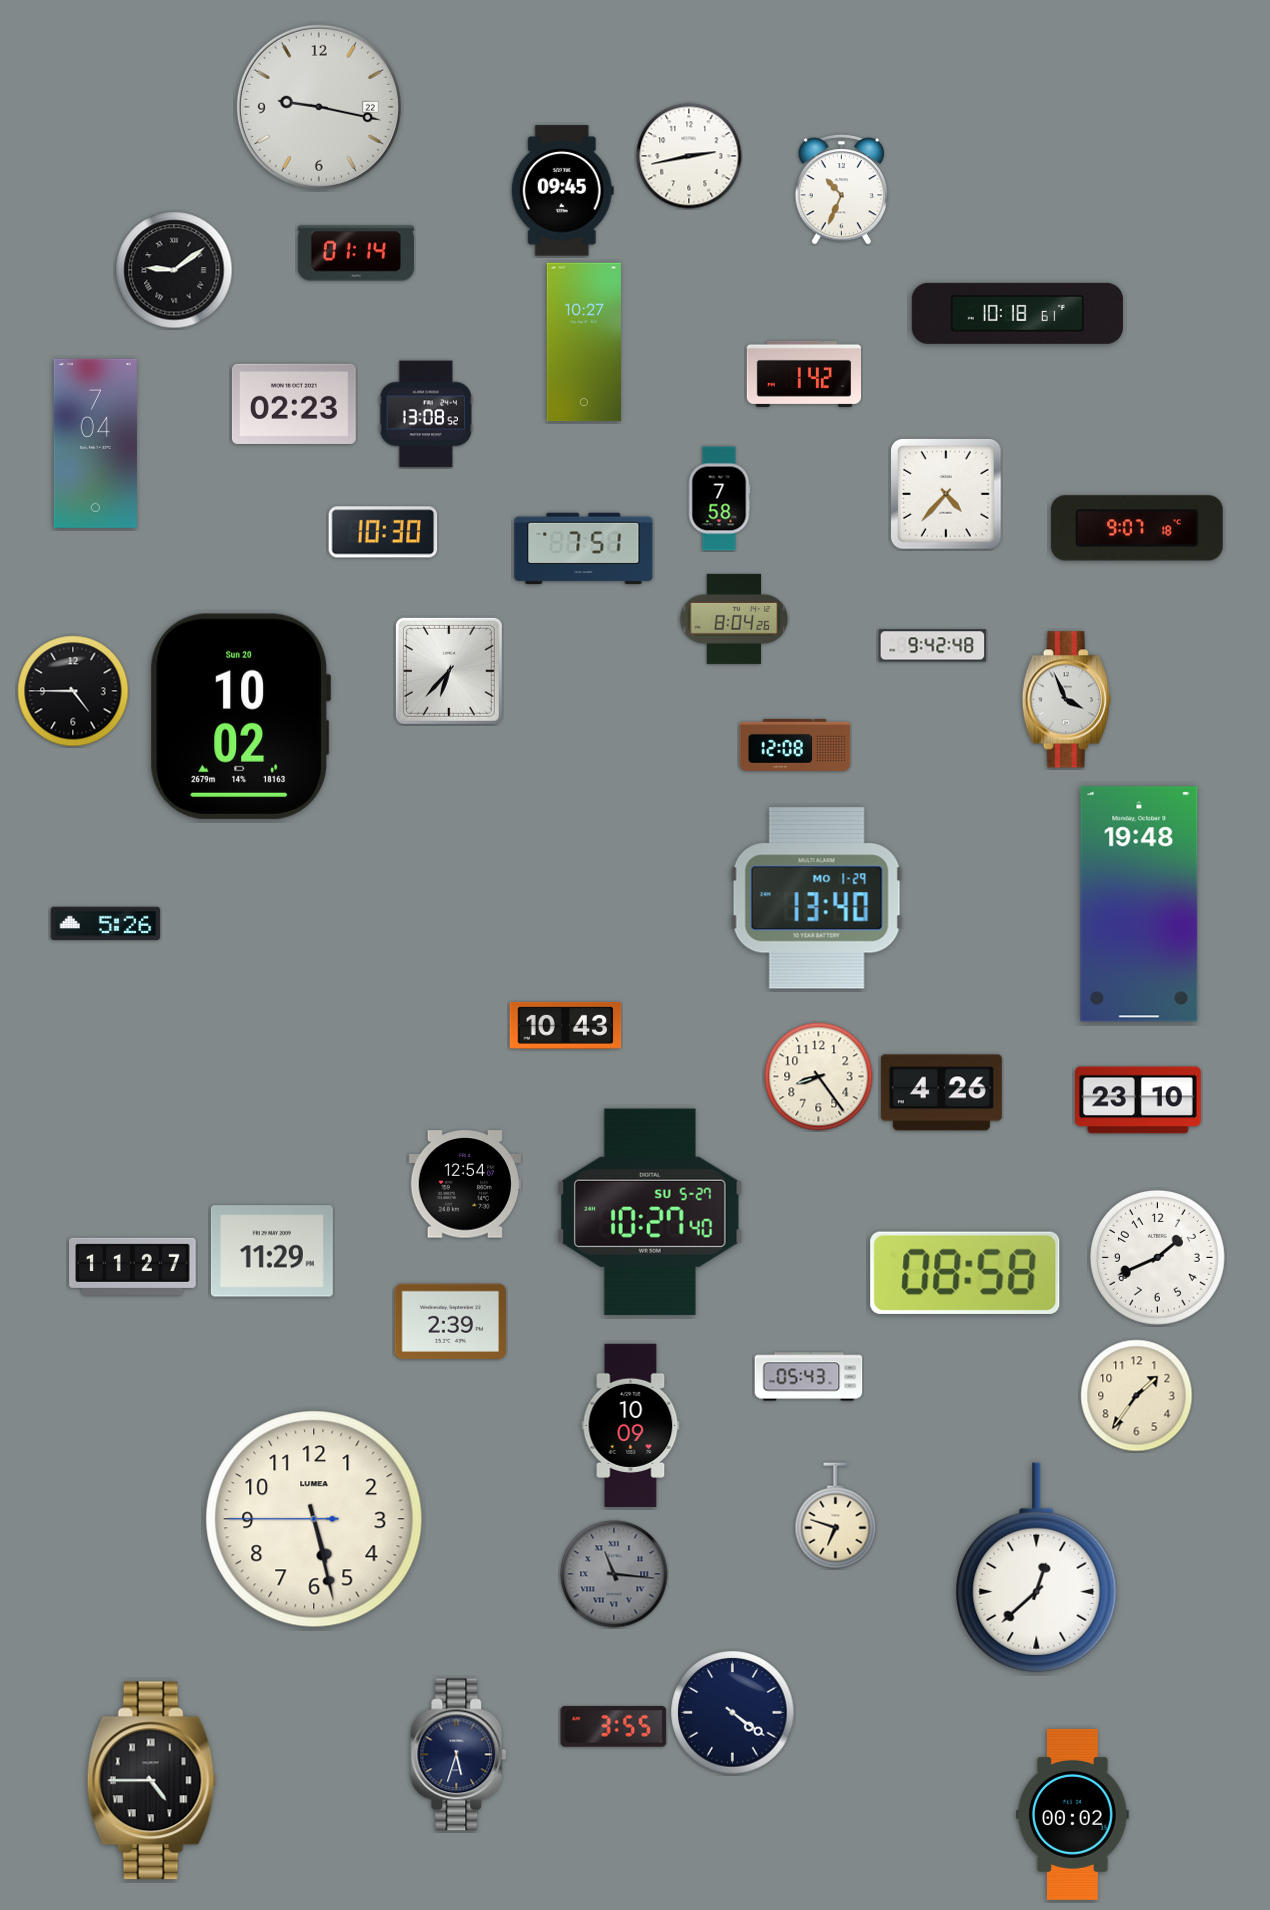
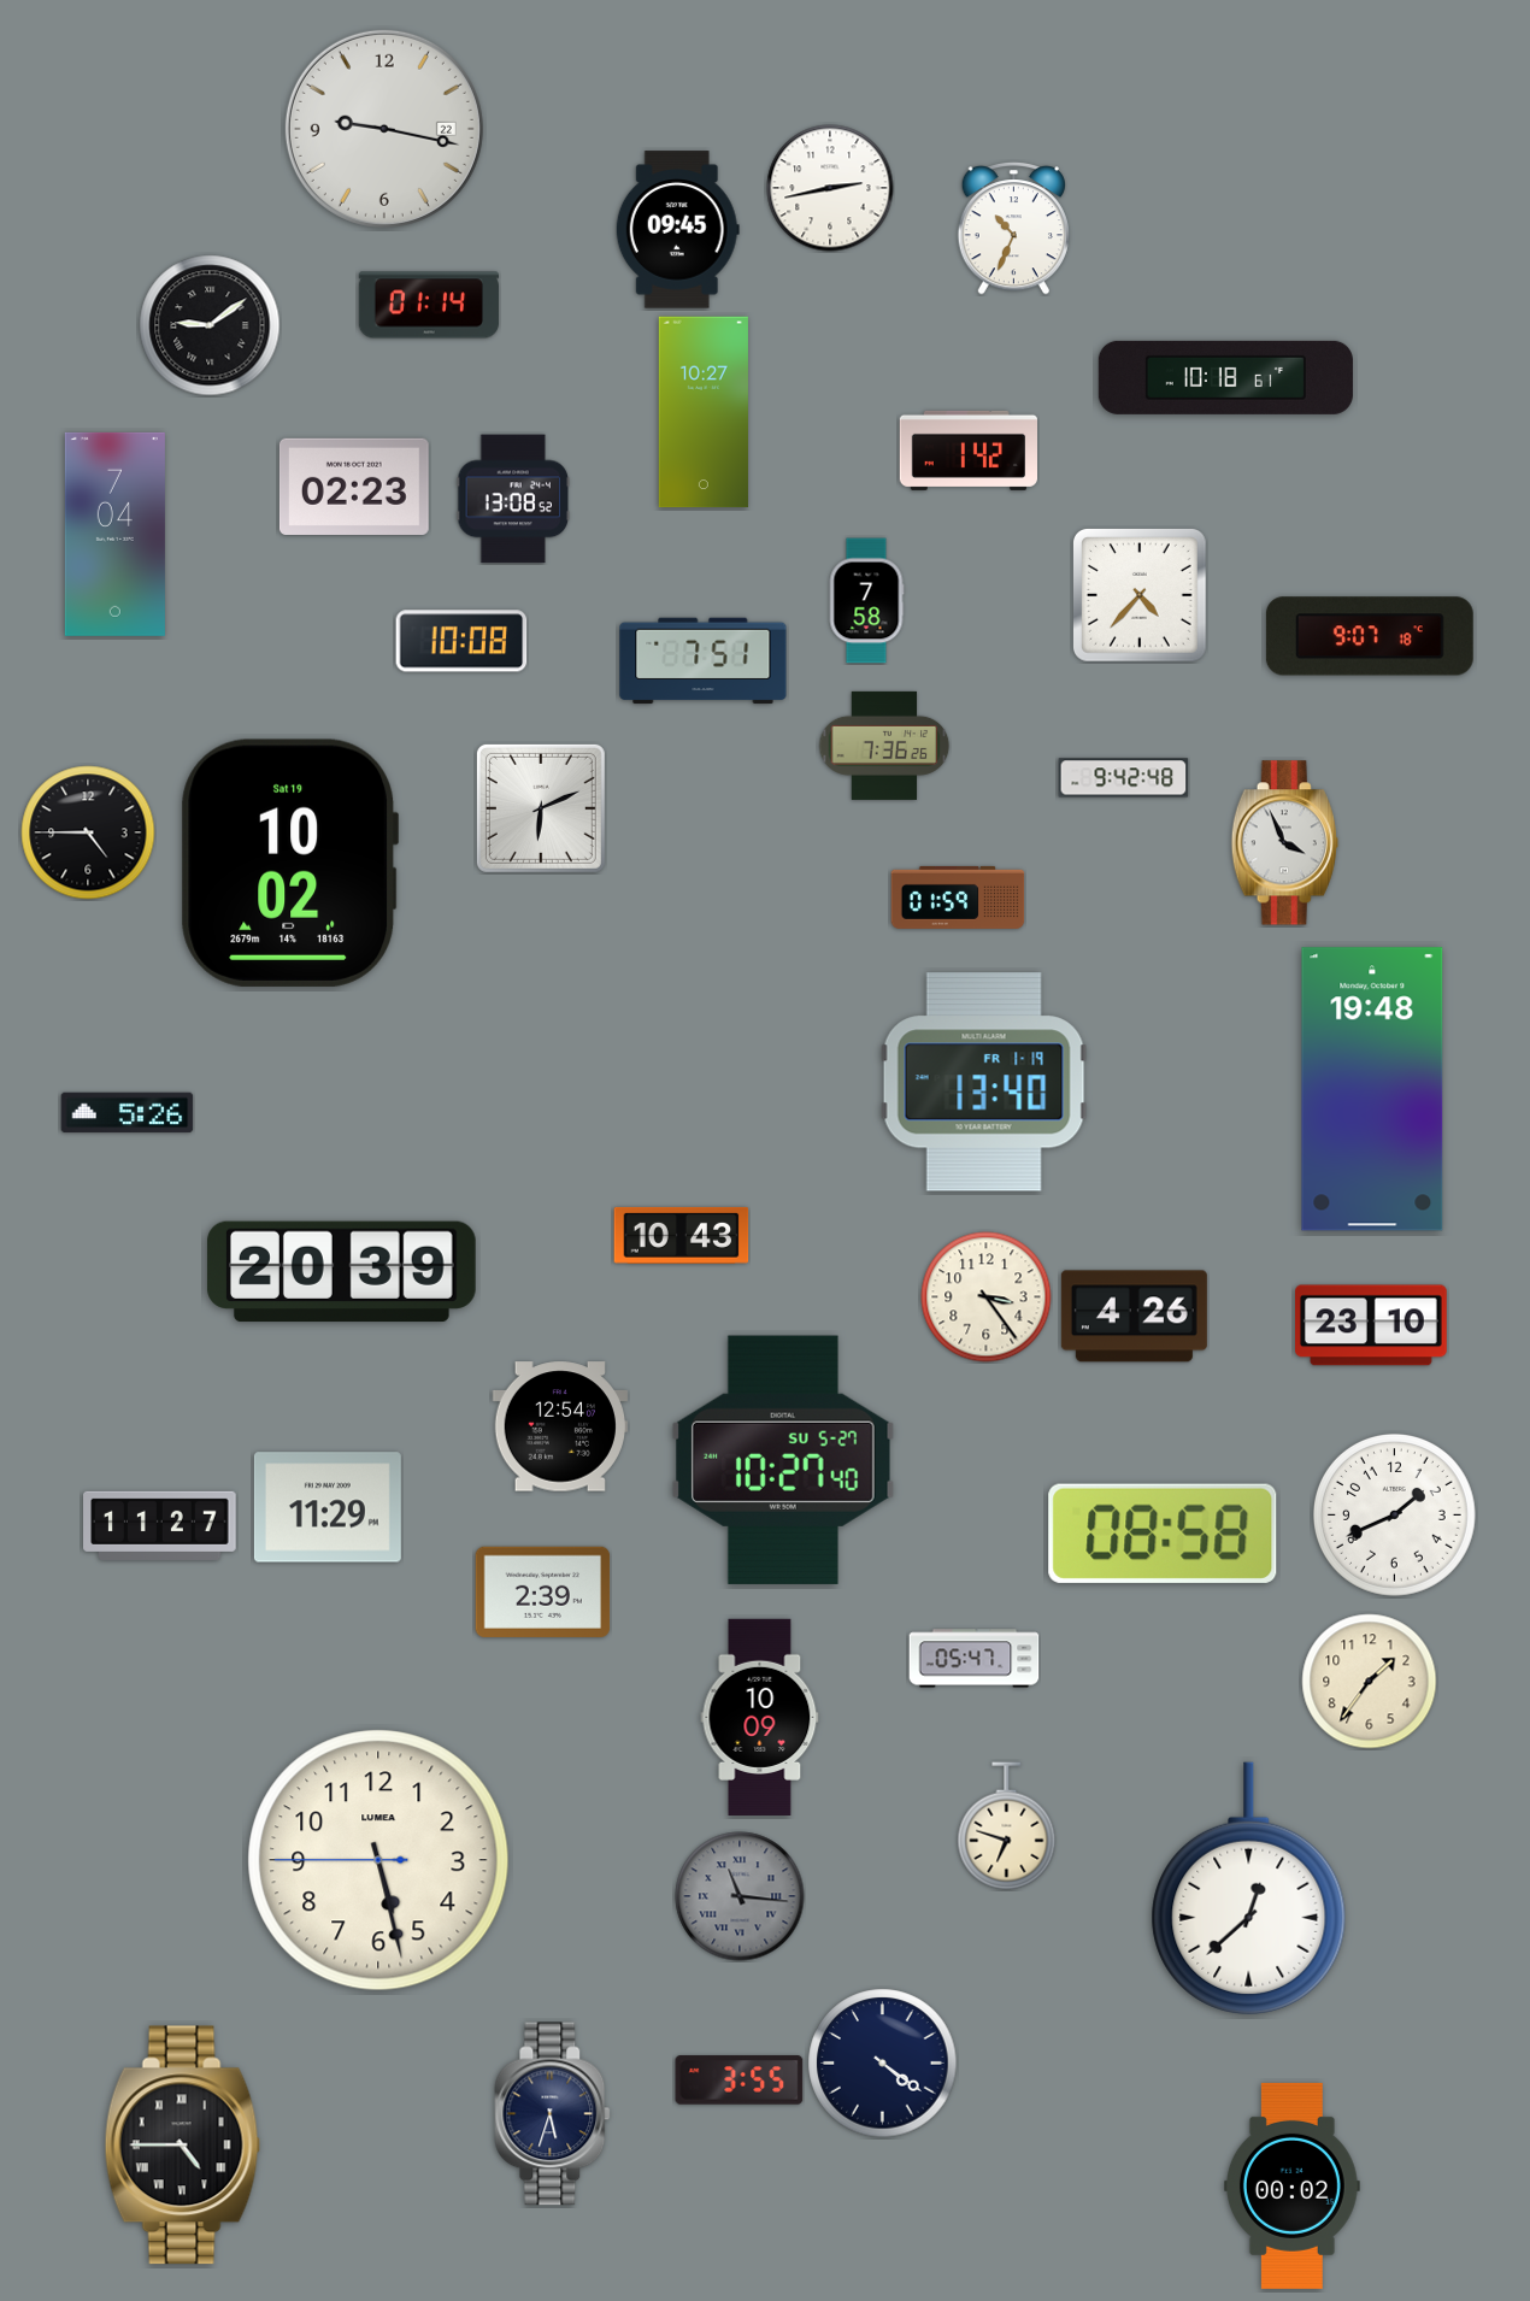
clock at (383, 532): 10:30 -> 10:08
clock at (734, 619): 8:04 -> 7:36
clock at (449, 671): 6:37 -> 6:11
clock at (241, 716) date: Sun 20 -> Sat 19
clock at (795, 745): 12:08 -> 01:59
clock at (817, 898) date: MO 1-29 -> FR 1-19
clock at (342, 1272): none -> 20:39
clock at (819, 1077): 8:24 -> 3:24
clock at (809, 1377): 05:43 -> 05:47
clock at (314, 1519) position: (314, 1519) -> (378, 1860)
